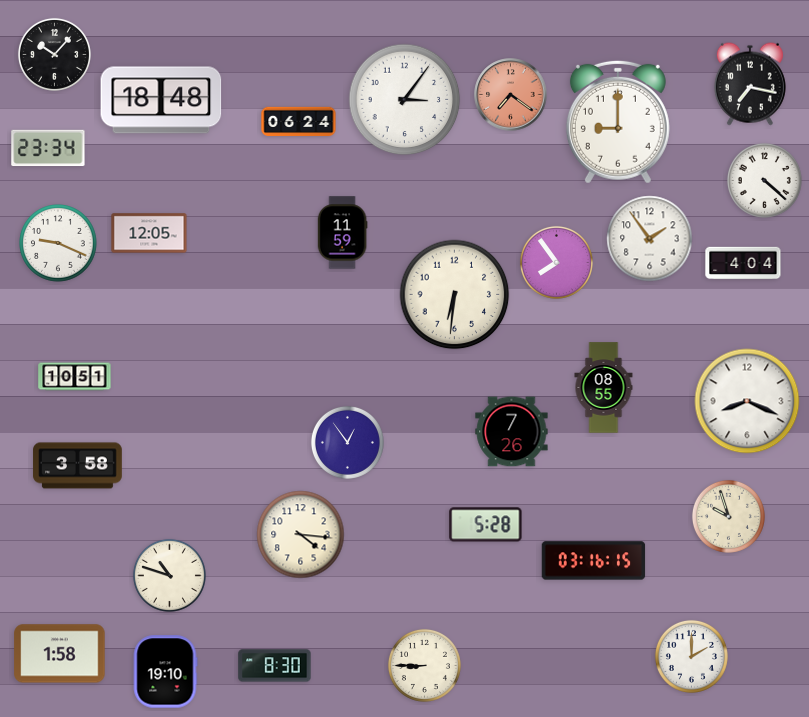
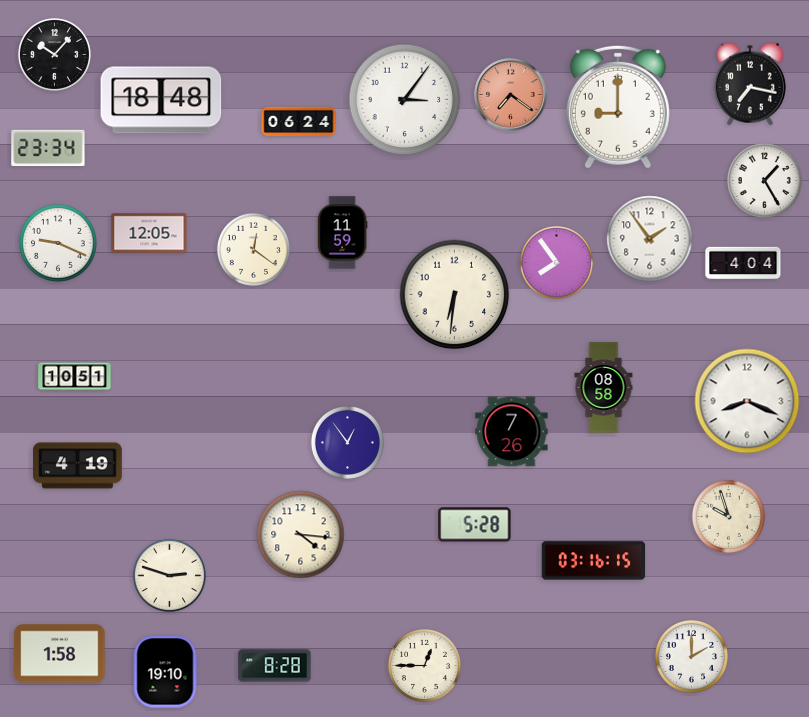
clock at (618, 122) position: (618, 122) -> (618, 107)
clock at (764, 180): 4:22 -> 1:25
clock at (253, 249): none -> 12:21
clock at (604, 388): 08:55 -> 08:58
clock at (78, 466): 3:58 -> 4:19
clock at (486, 525) position: (486, 525) -> (475, 525)
clock at (169, 575): 10:48 -> 2:48
clock at (424, 665): 8:45 -> 12:45
clock at (275, 666): 8:30 -> 8:28
